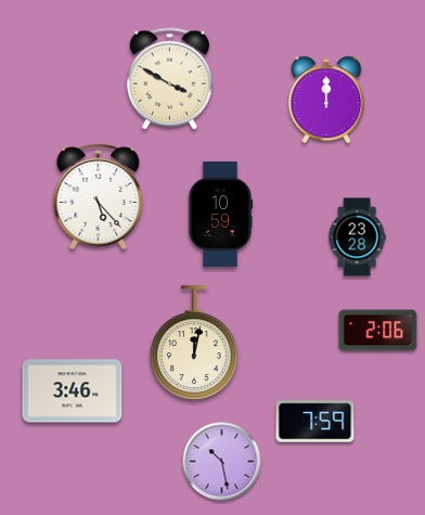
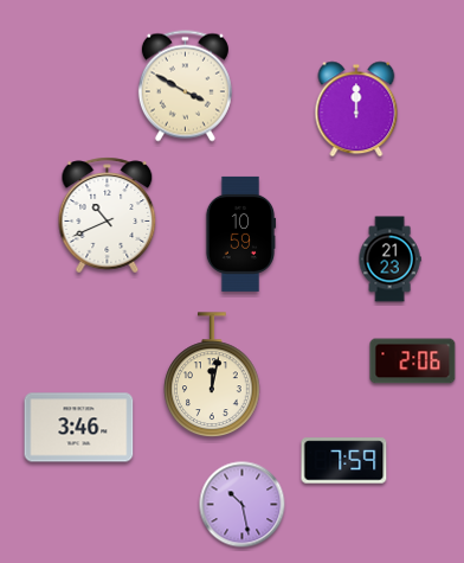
clock at (99, 197): 5:23 -> 10:41
clock at (357, 237): 23:28 -> 21:23
